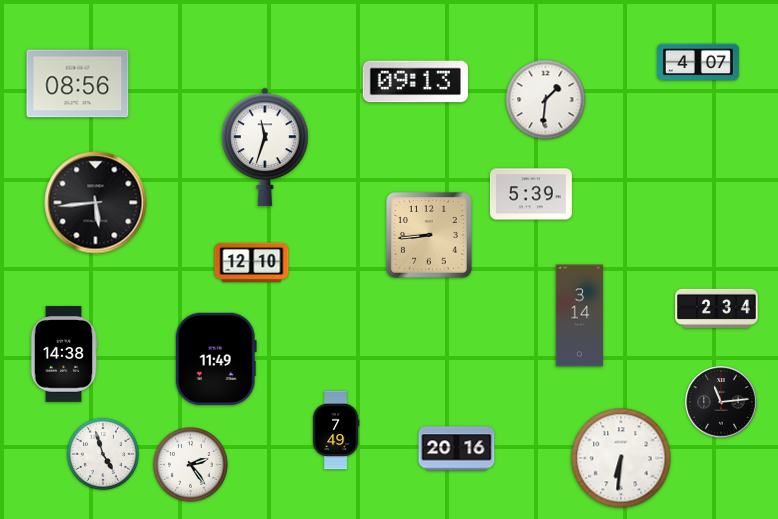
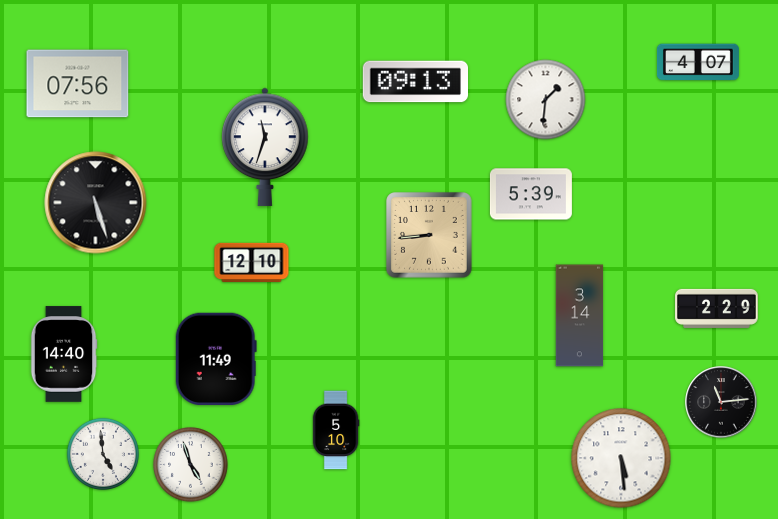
clock at (78, 84): 08:56 -> 07:56
clock at (96, 203): 5:44 -> 5:27
clock at (717, 308): 2:34 -> 2:29
clock at (64, 354): 14:38 -> 14:40
clock at (336, 430): 7:49 -> 5:10
clock at (457, 449): 20:16 -> none
clock at (103, 454): 4:57 -> 4:59
clock at (621, 458): 6:31 -> 5:29
clock at (191, 465): 2:24 -> 4:57
